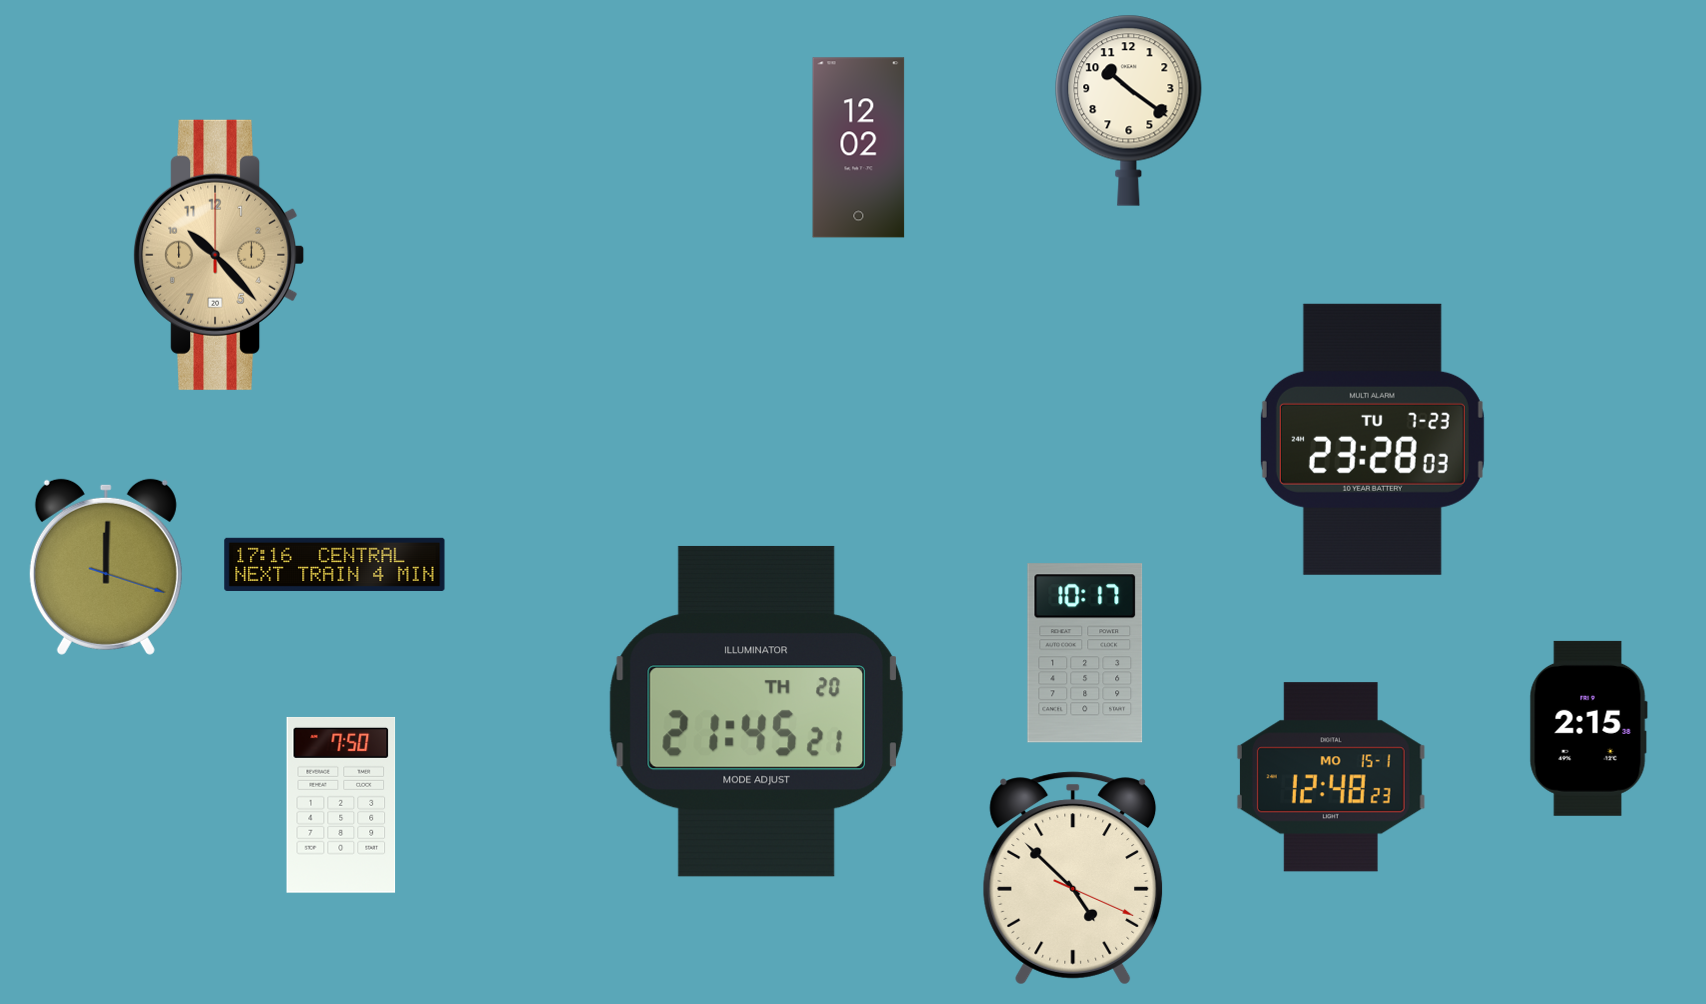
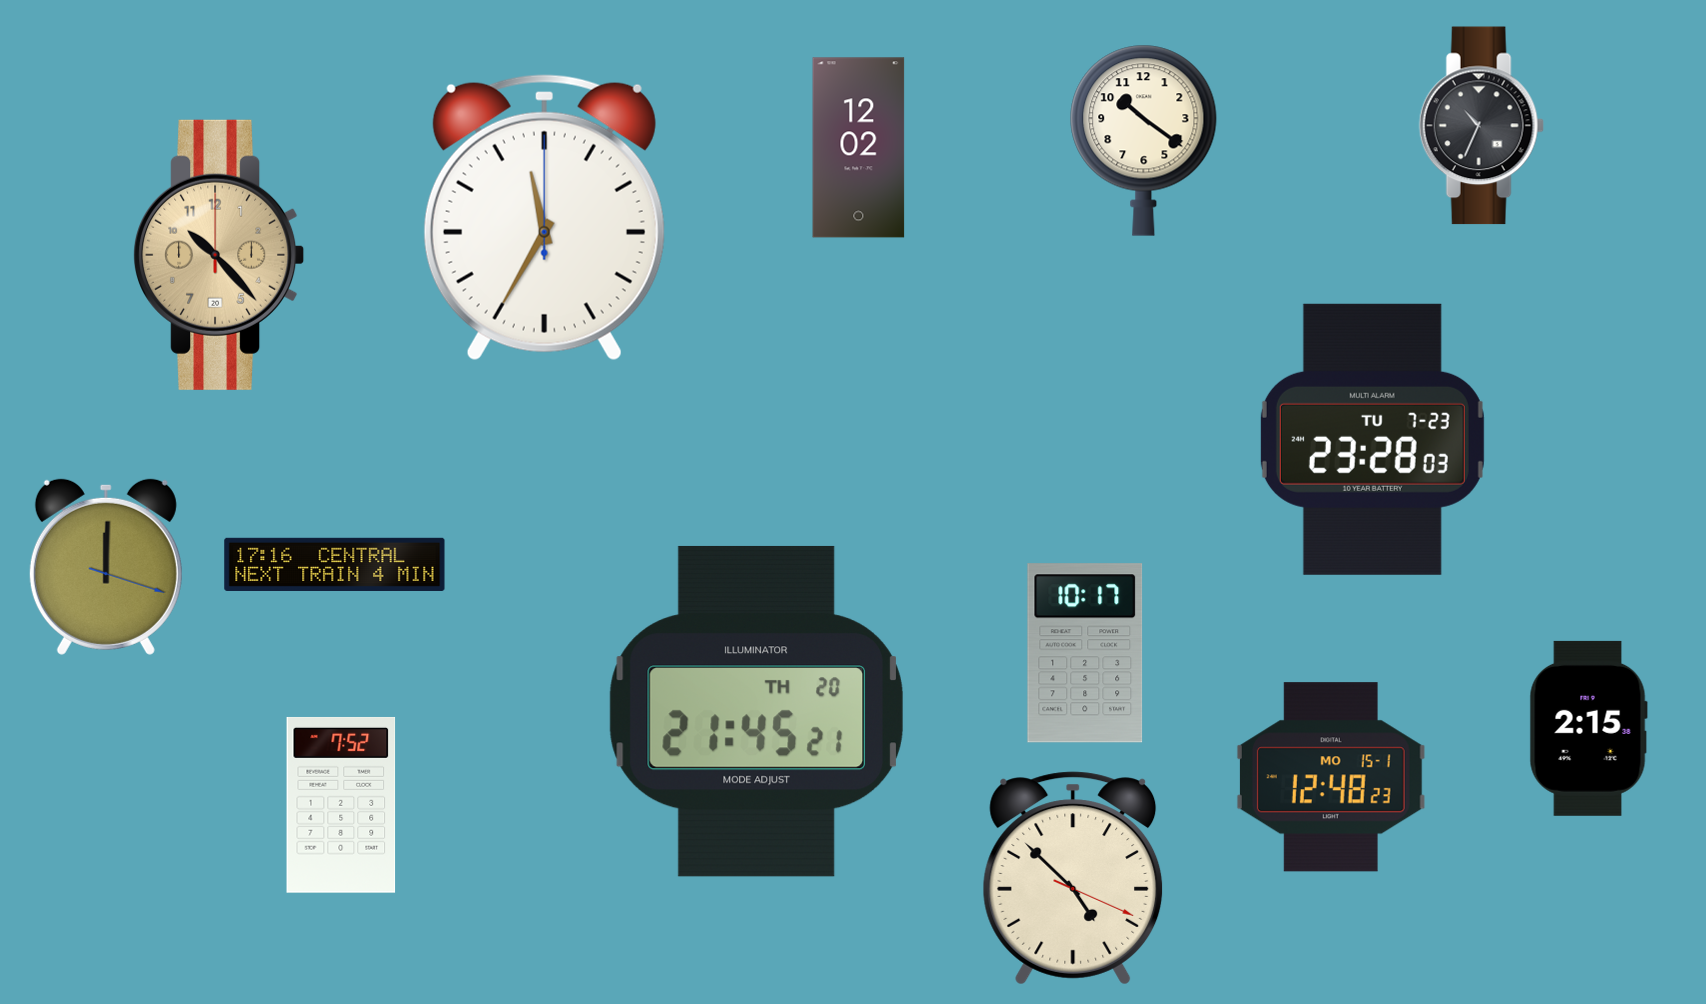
clock at (1129, 110) position: (1129, 110) -> (1144, 140)
clock at (1481, 126): none -> 10:34
clock at (544, 218): none -> 11:35
clock at (341, 805): 7:50 -> 7:52
